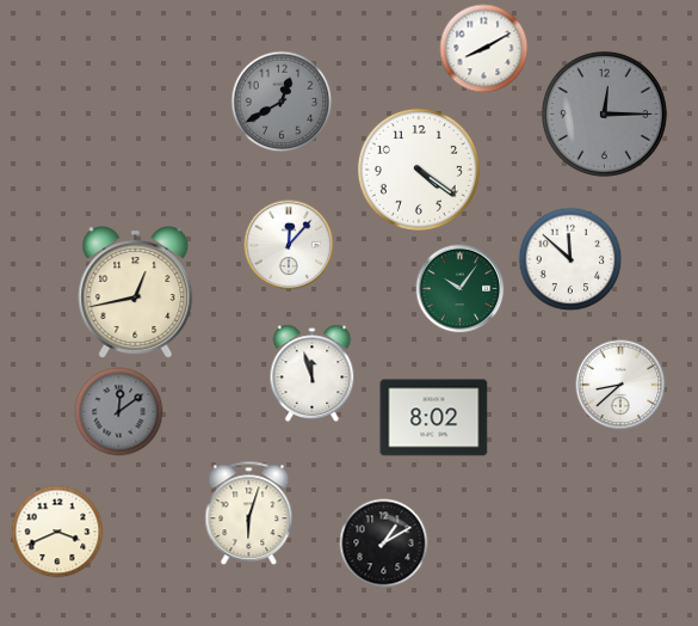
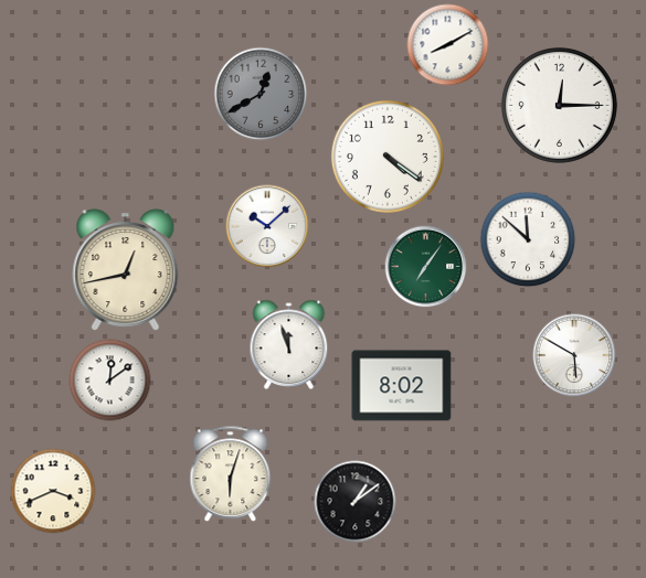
clock at (604, 113) dial: grey -> white
clock at (289, 245): 12:07 -> 10:08
clock at (461, 289): 10:06 -> 7:06
clock at (620, 385): 8:38 -> 5:50
clock at (119, 412) dial: grey -> white
clock at (384, 544): 1:10 -> 1:09
